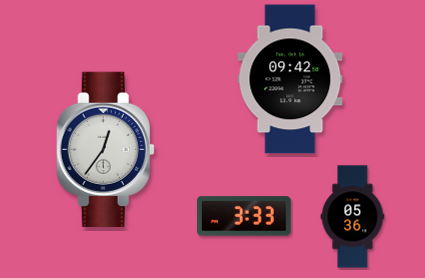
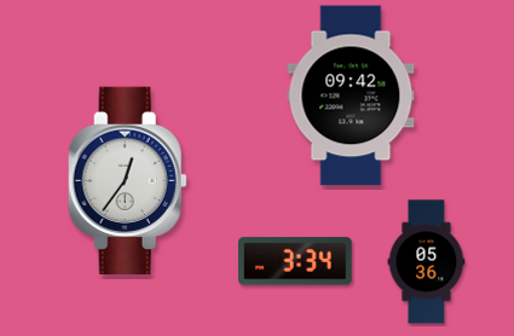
clock at (245, 216): 3:33 -> 3:34
